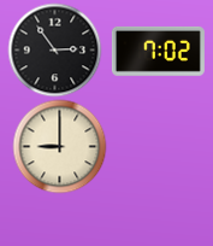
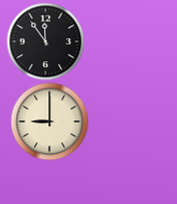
clock at (54, 49): 2:54 -> 11:54
clock at (158, 51): 7:02 -> none
